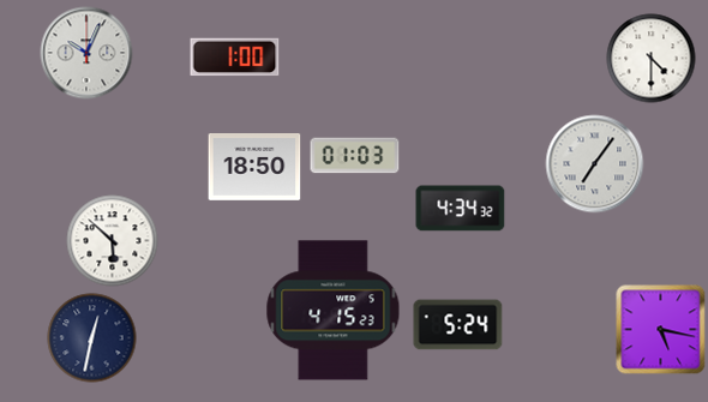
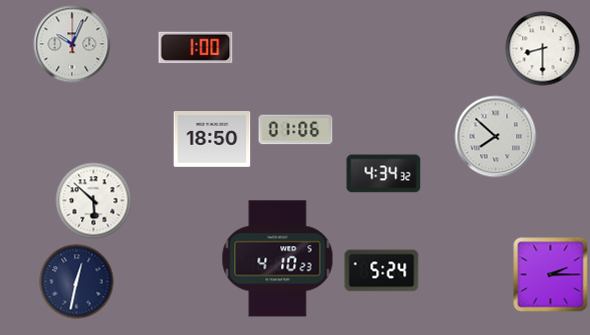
clock at (652, 59): 4:30 -> 8:30
clock at (355, 156): 01:03 -> 01:06
clock at (595, 164): 7:06 -> 7:52
clock at (334, 311): 4:15 -> 4:10
clock at (661, 330): 5:17 -> 2:15
